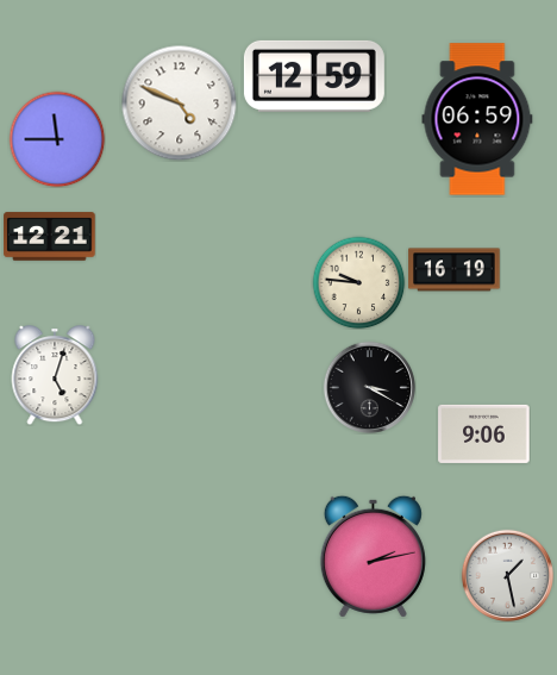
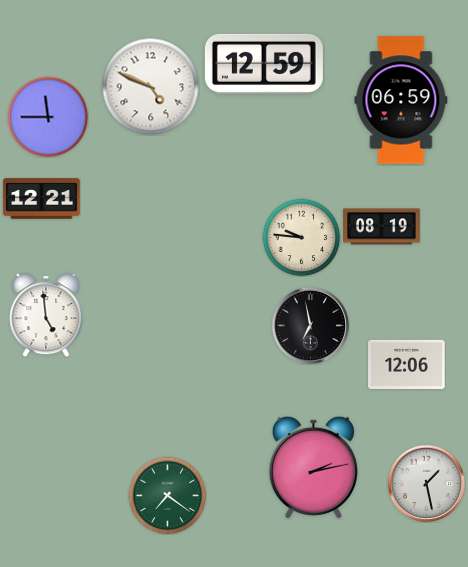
clock at (455, 270): 16:19 -> 08:19
clock at (55, 376): 5:03 -> 4:59
clock at (369, 387): 3:20 -> 6:58
clock at (484, 433): 9:06 -> 12:06
clock at (167, 495): none -> 7:21
